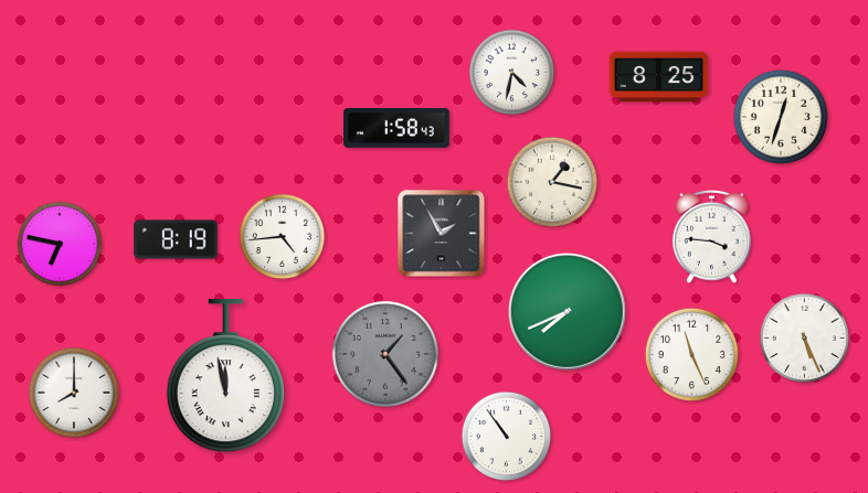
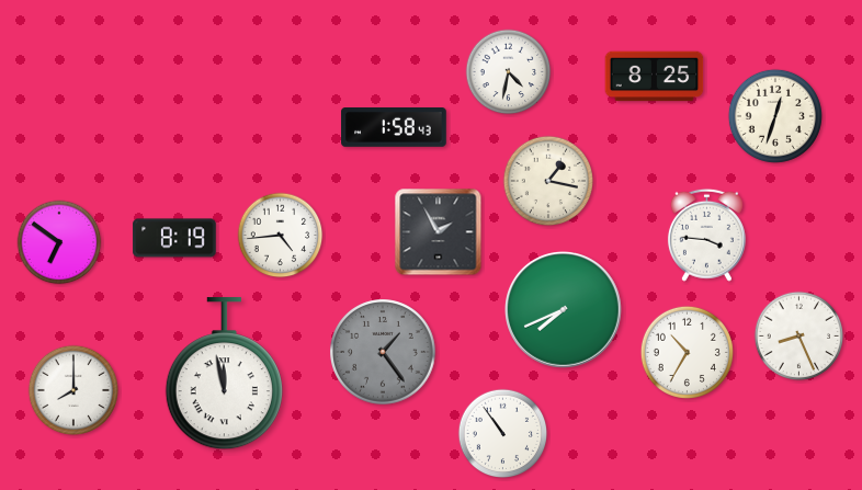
clock at (60, 244): 6:47 -> 6:51
clock at (805, 339): 5:26 -> 8:26
clock at (691, 354): 11:26 -> 10:35
